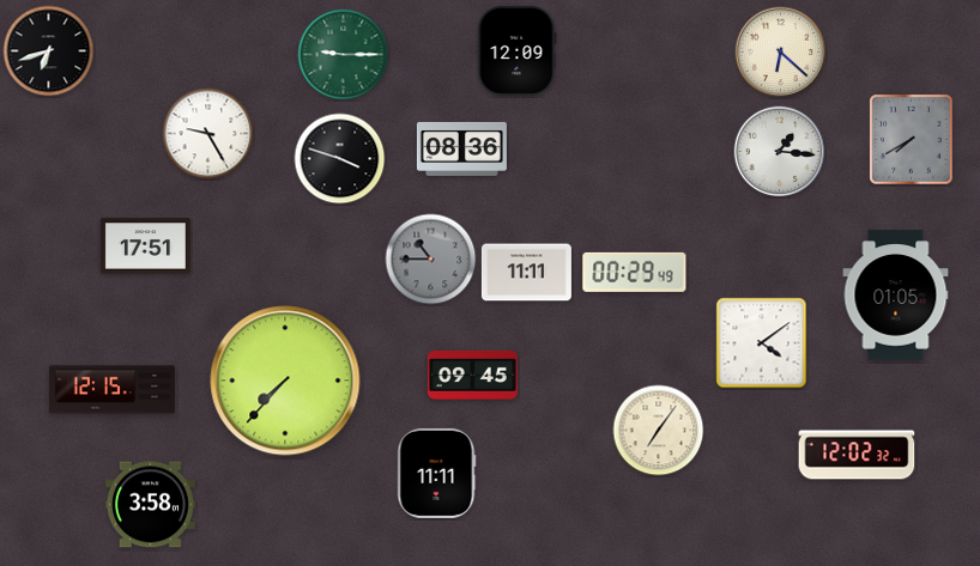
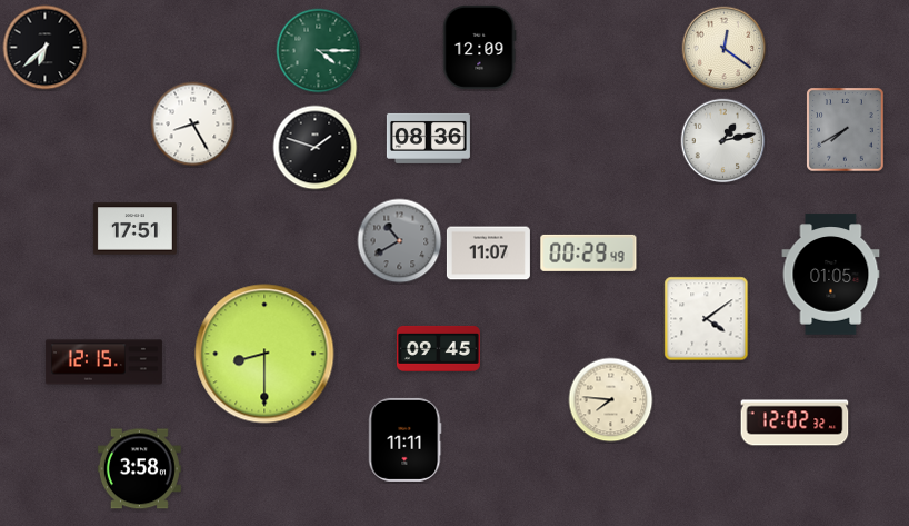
clock at (49, 51): 6:42 -> 6:38
clock at (781, 53): 6:22 -> 12:21
clock at (344, 55): 9:15 -> 4:15
clock at (208, 134): 9:25 -> 8:25
clock at (780, 152): 1:16 -> 1:13
clock at (340, 159): 3:48 -> 1:48
clock at (431, 260): 10:45 -> 10:40
clock at (526, 273): 11:11 -> 11:07
clock at (285, 381): 7:37 -> 8:30
clock at (659, 431): 7:06 -> 7:46
